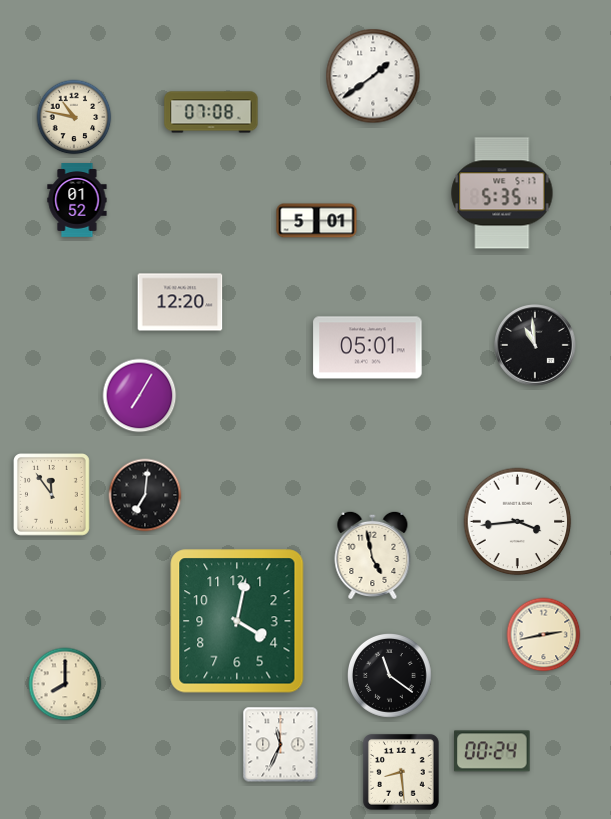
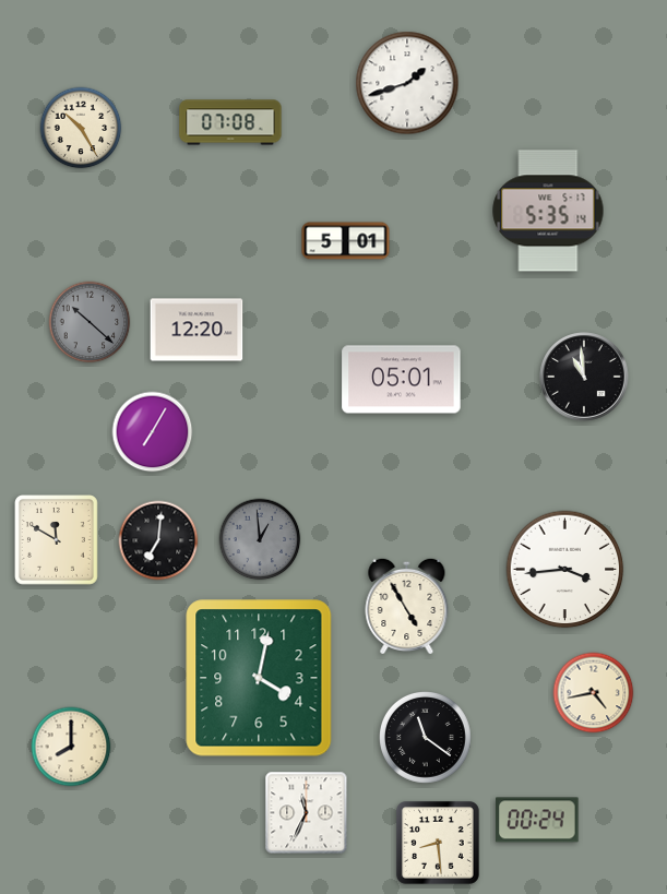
clock at (373, 76): 1:39 -> 1:42
clock at (74, 117): 10:47 -> 10:25
clock at (77, 201): 01:52 -> none
clock at (90, 322): none -> 10:22
clock at (260, 539): none -> 12:59
clock at (52, 495): 11:54 -> 11:50
clock at (373, 554): 4:58 -> 4:55
clock at (544, 635): 2:43 -> 4:43
